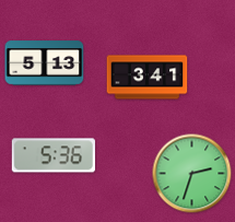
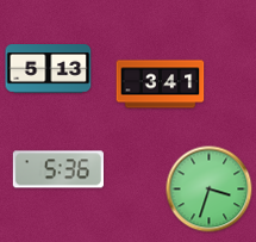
clock at (192, 174): 2:33 -> 3:33
